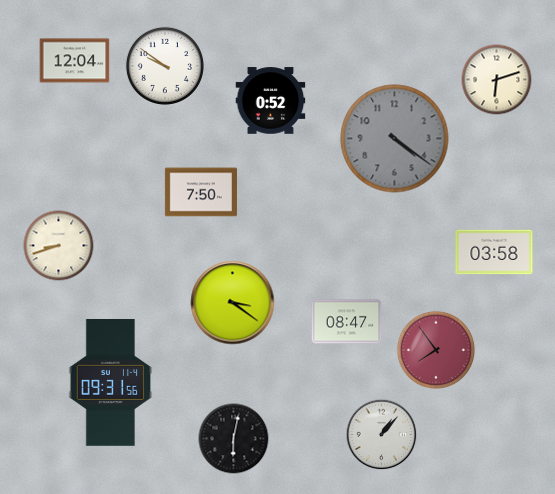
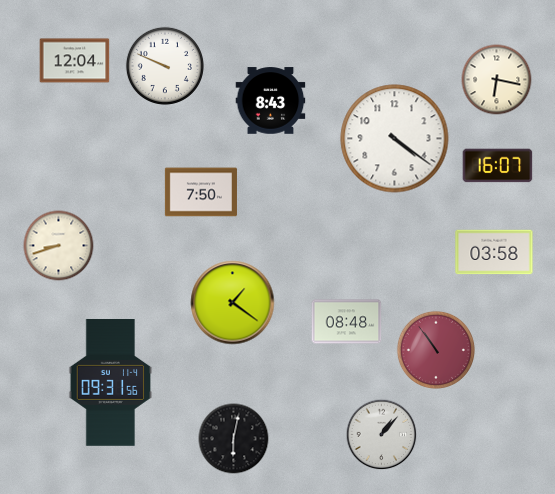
clock at (165, 66): 9:51 -> 9:49
clock at (497, 80): 6:12 -> 6:17
clock at (271, 101): 0:52 -> 8:43
clock at (395, 139) dial: grey -> white
clock at (498, 166): none -> 16:07
clock at (233, 303): 3:21 -> 1:21
clock at (347, 322): 08:47 -> 08:48
clock at (436, 350): 7:54 -> 10:54
